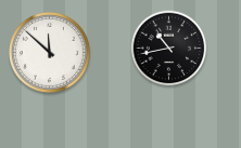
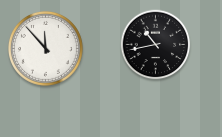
clock at (49, 52): 11:52 -> 11:53
